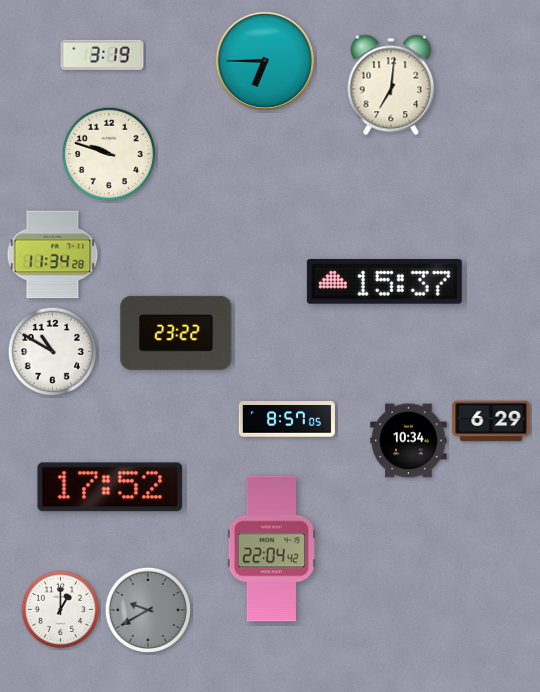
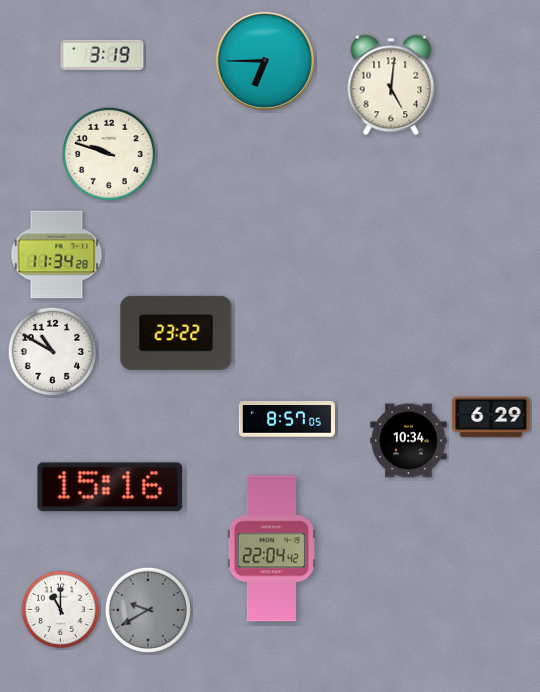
clock at (391, 85): 7:01 -> 5:01
clock at (53, 255) position: (53, 255) -> (57, 255)
clock at (384, 282): 15:37 -> none
clock at (491, 421) position: (491, 421) -> (491, 417)
clock at (110, 487): 17:52 -> 15:16
clock at (61, 610): 1:00 -> 11:00
